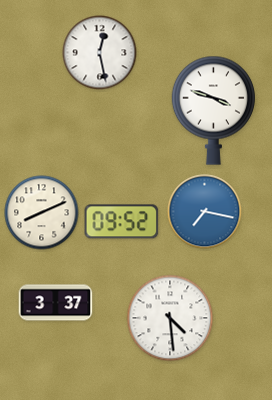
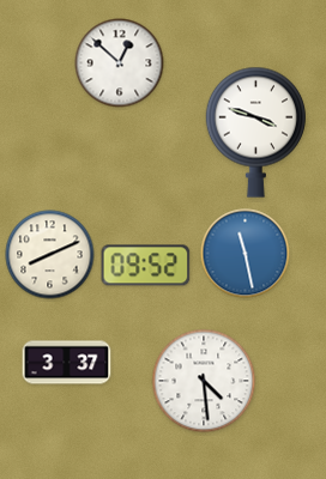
clock at (100, 53): 12:28 -> 12:52
clock at (205, 212): 7:17 -> 11:28
